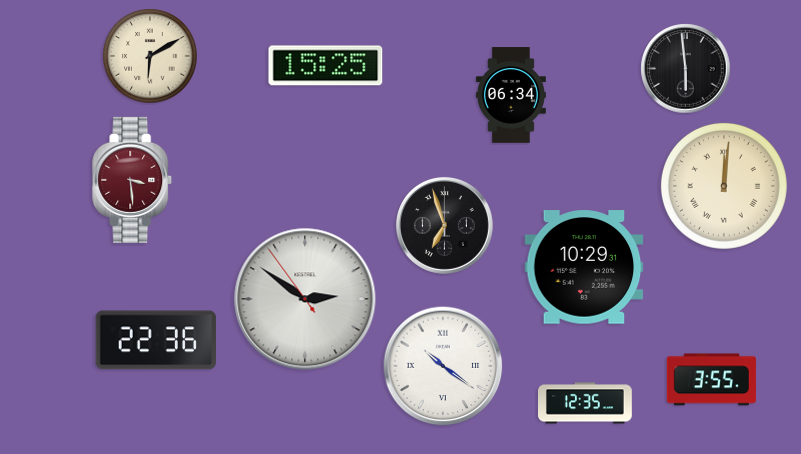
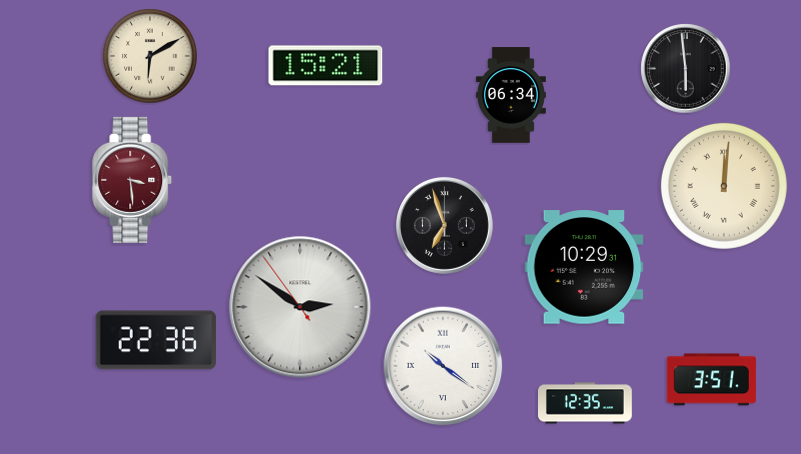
clock at (326, 66): 15:25 -> 15:21
clock at (305, 299) position: (305, 299) -> (300, 307)
clock at (711, 380): 3:55 -> 3:51
